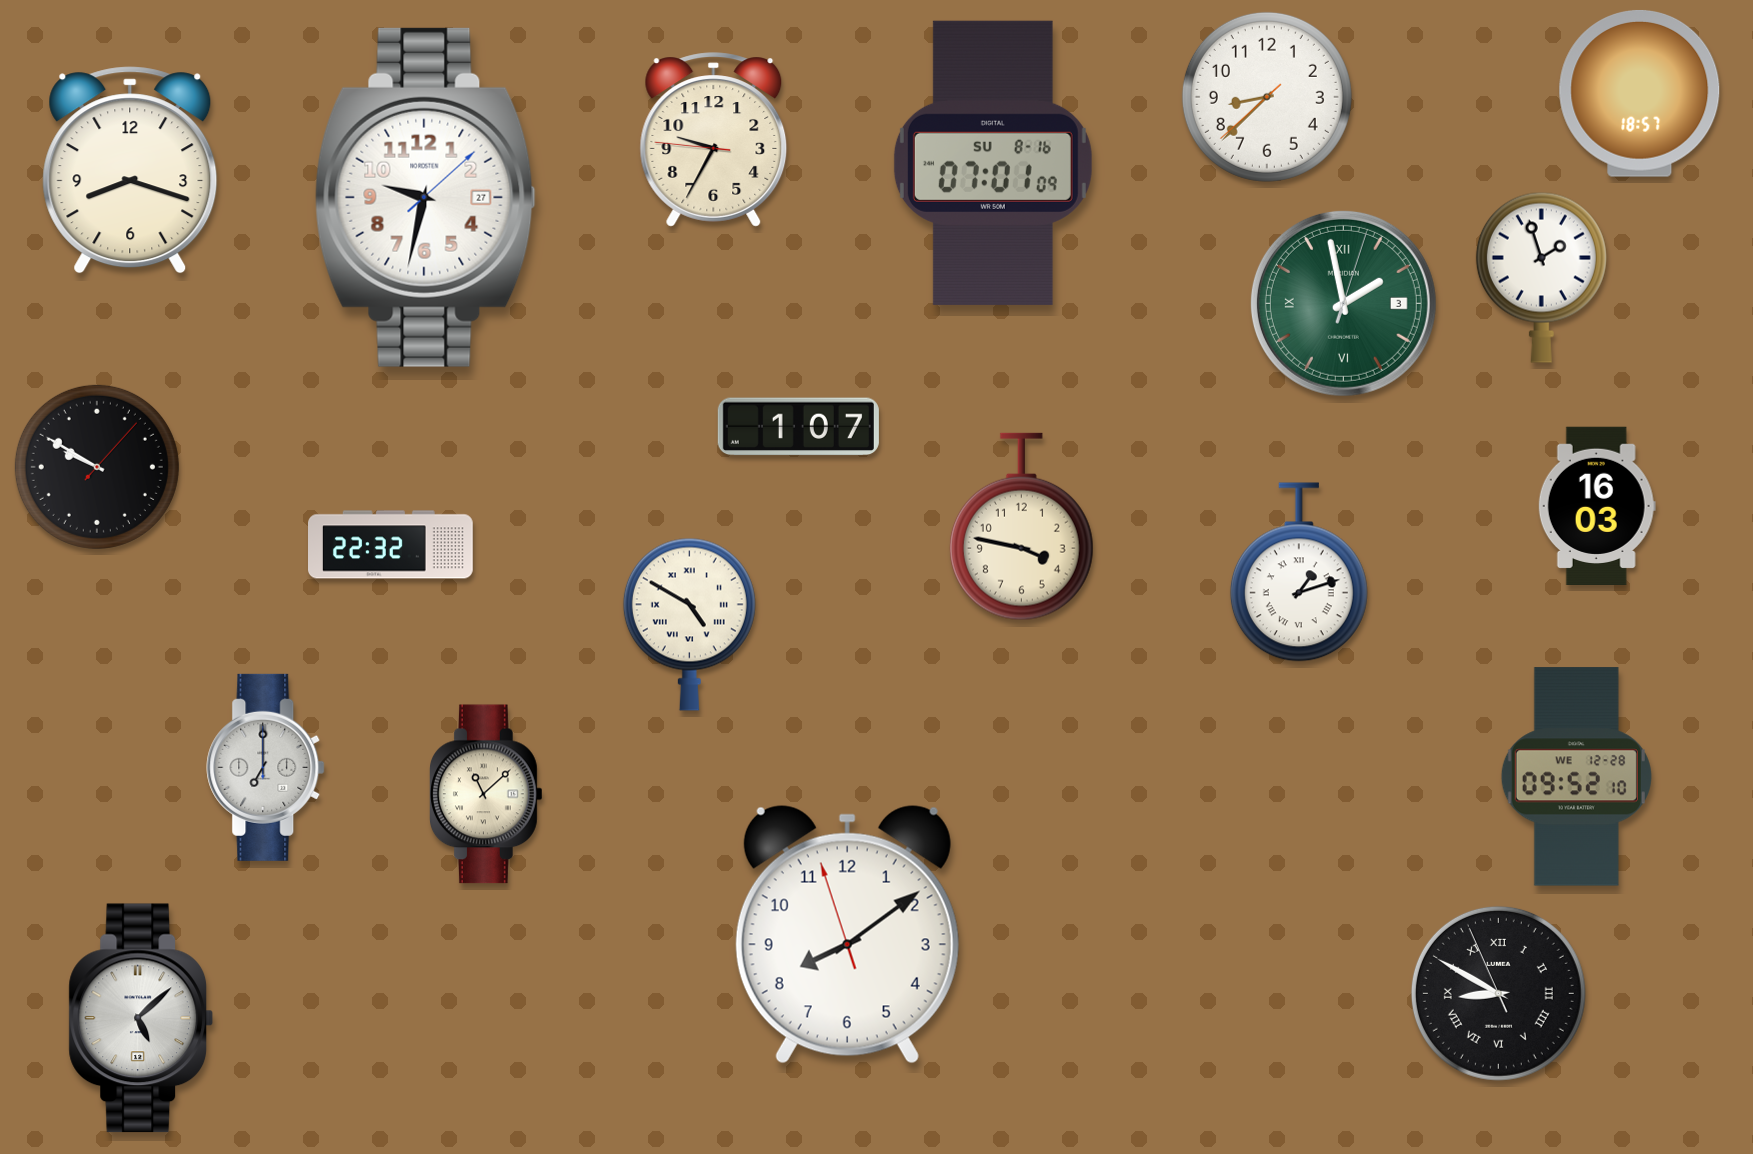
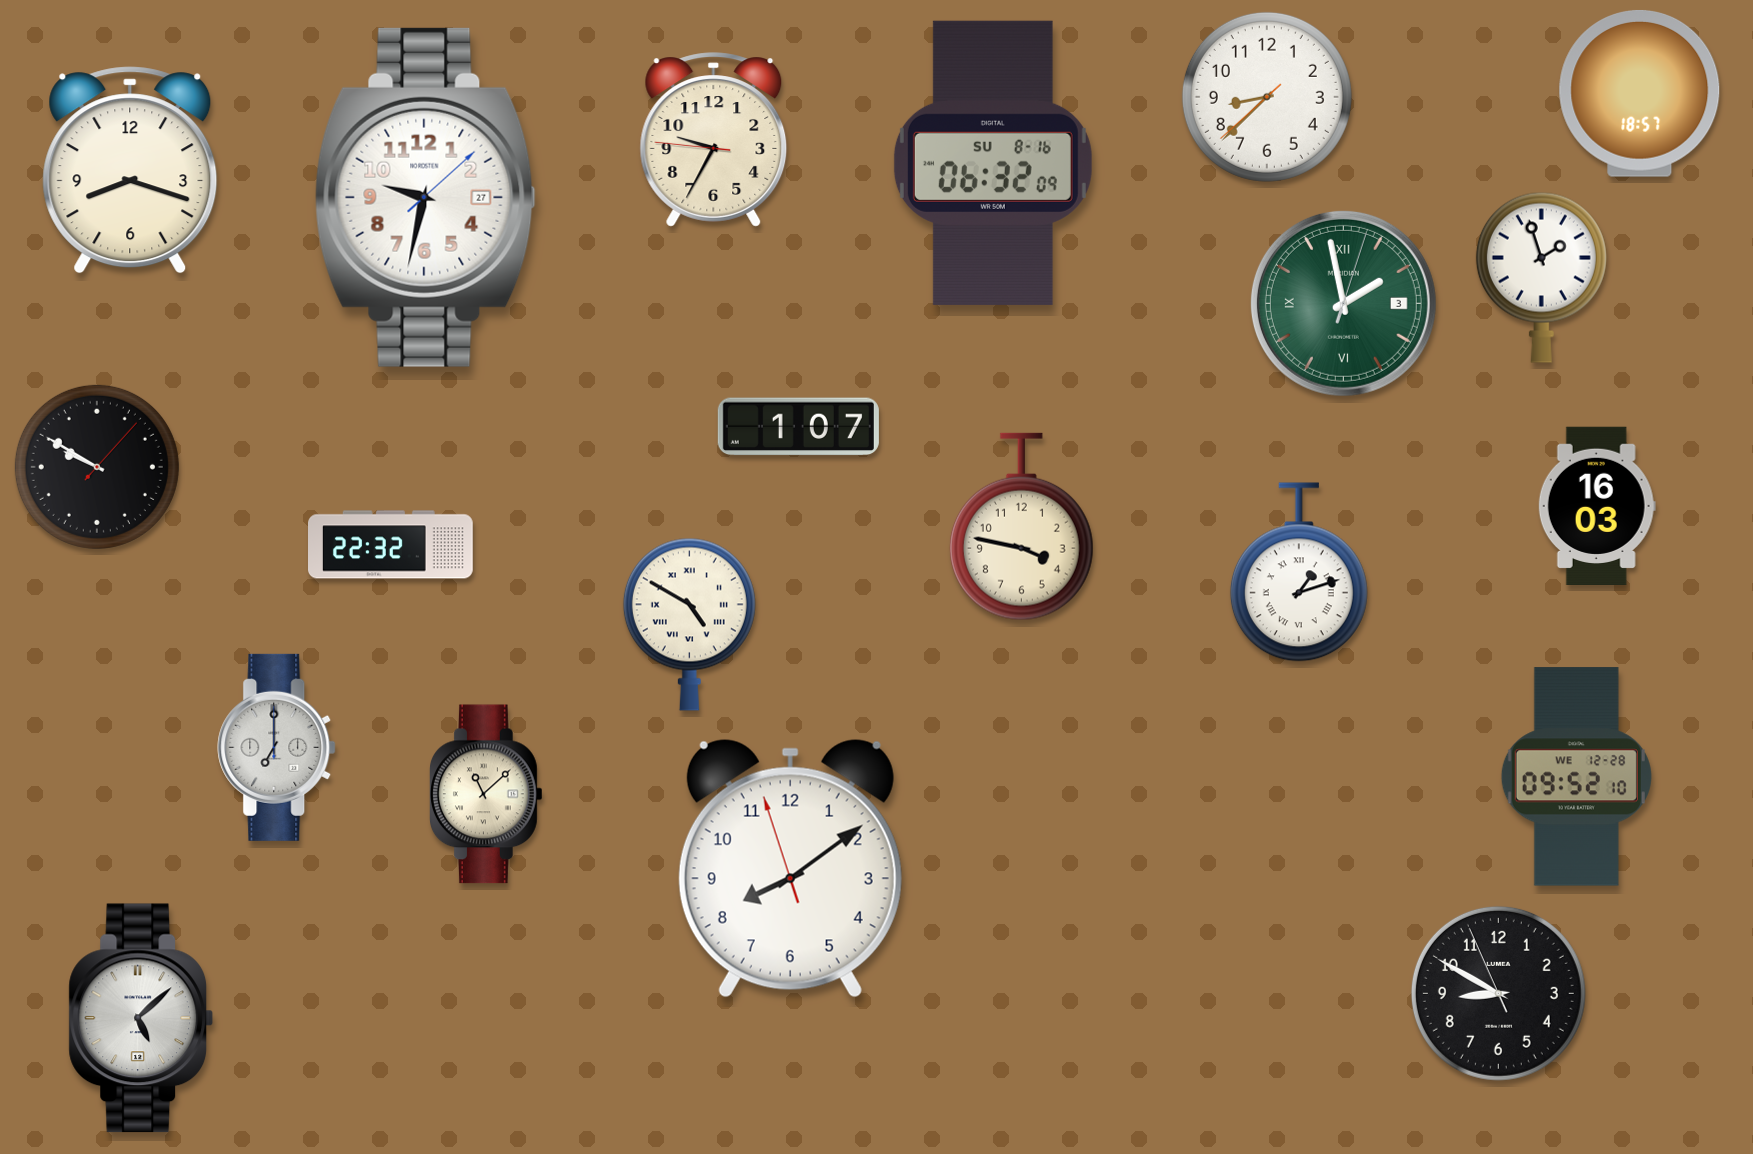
clock at (993, 163): 07:01 -> 06:32
clock at (266, 767) position: (266, 767) -> (277, 747)
clock at (847, 935) position: (847, 935) -> (790, 869)
clock at (1498, 993) numerals: Roman -> Arabic
